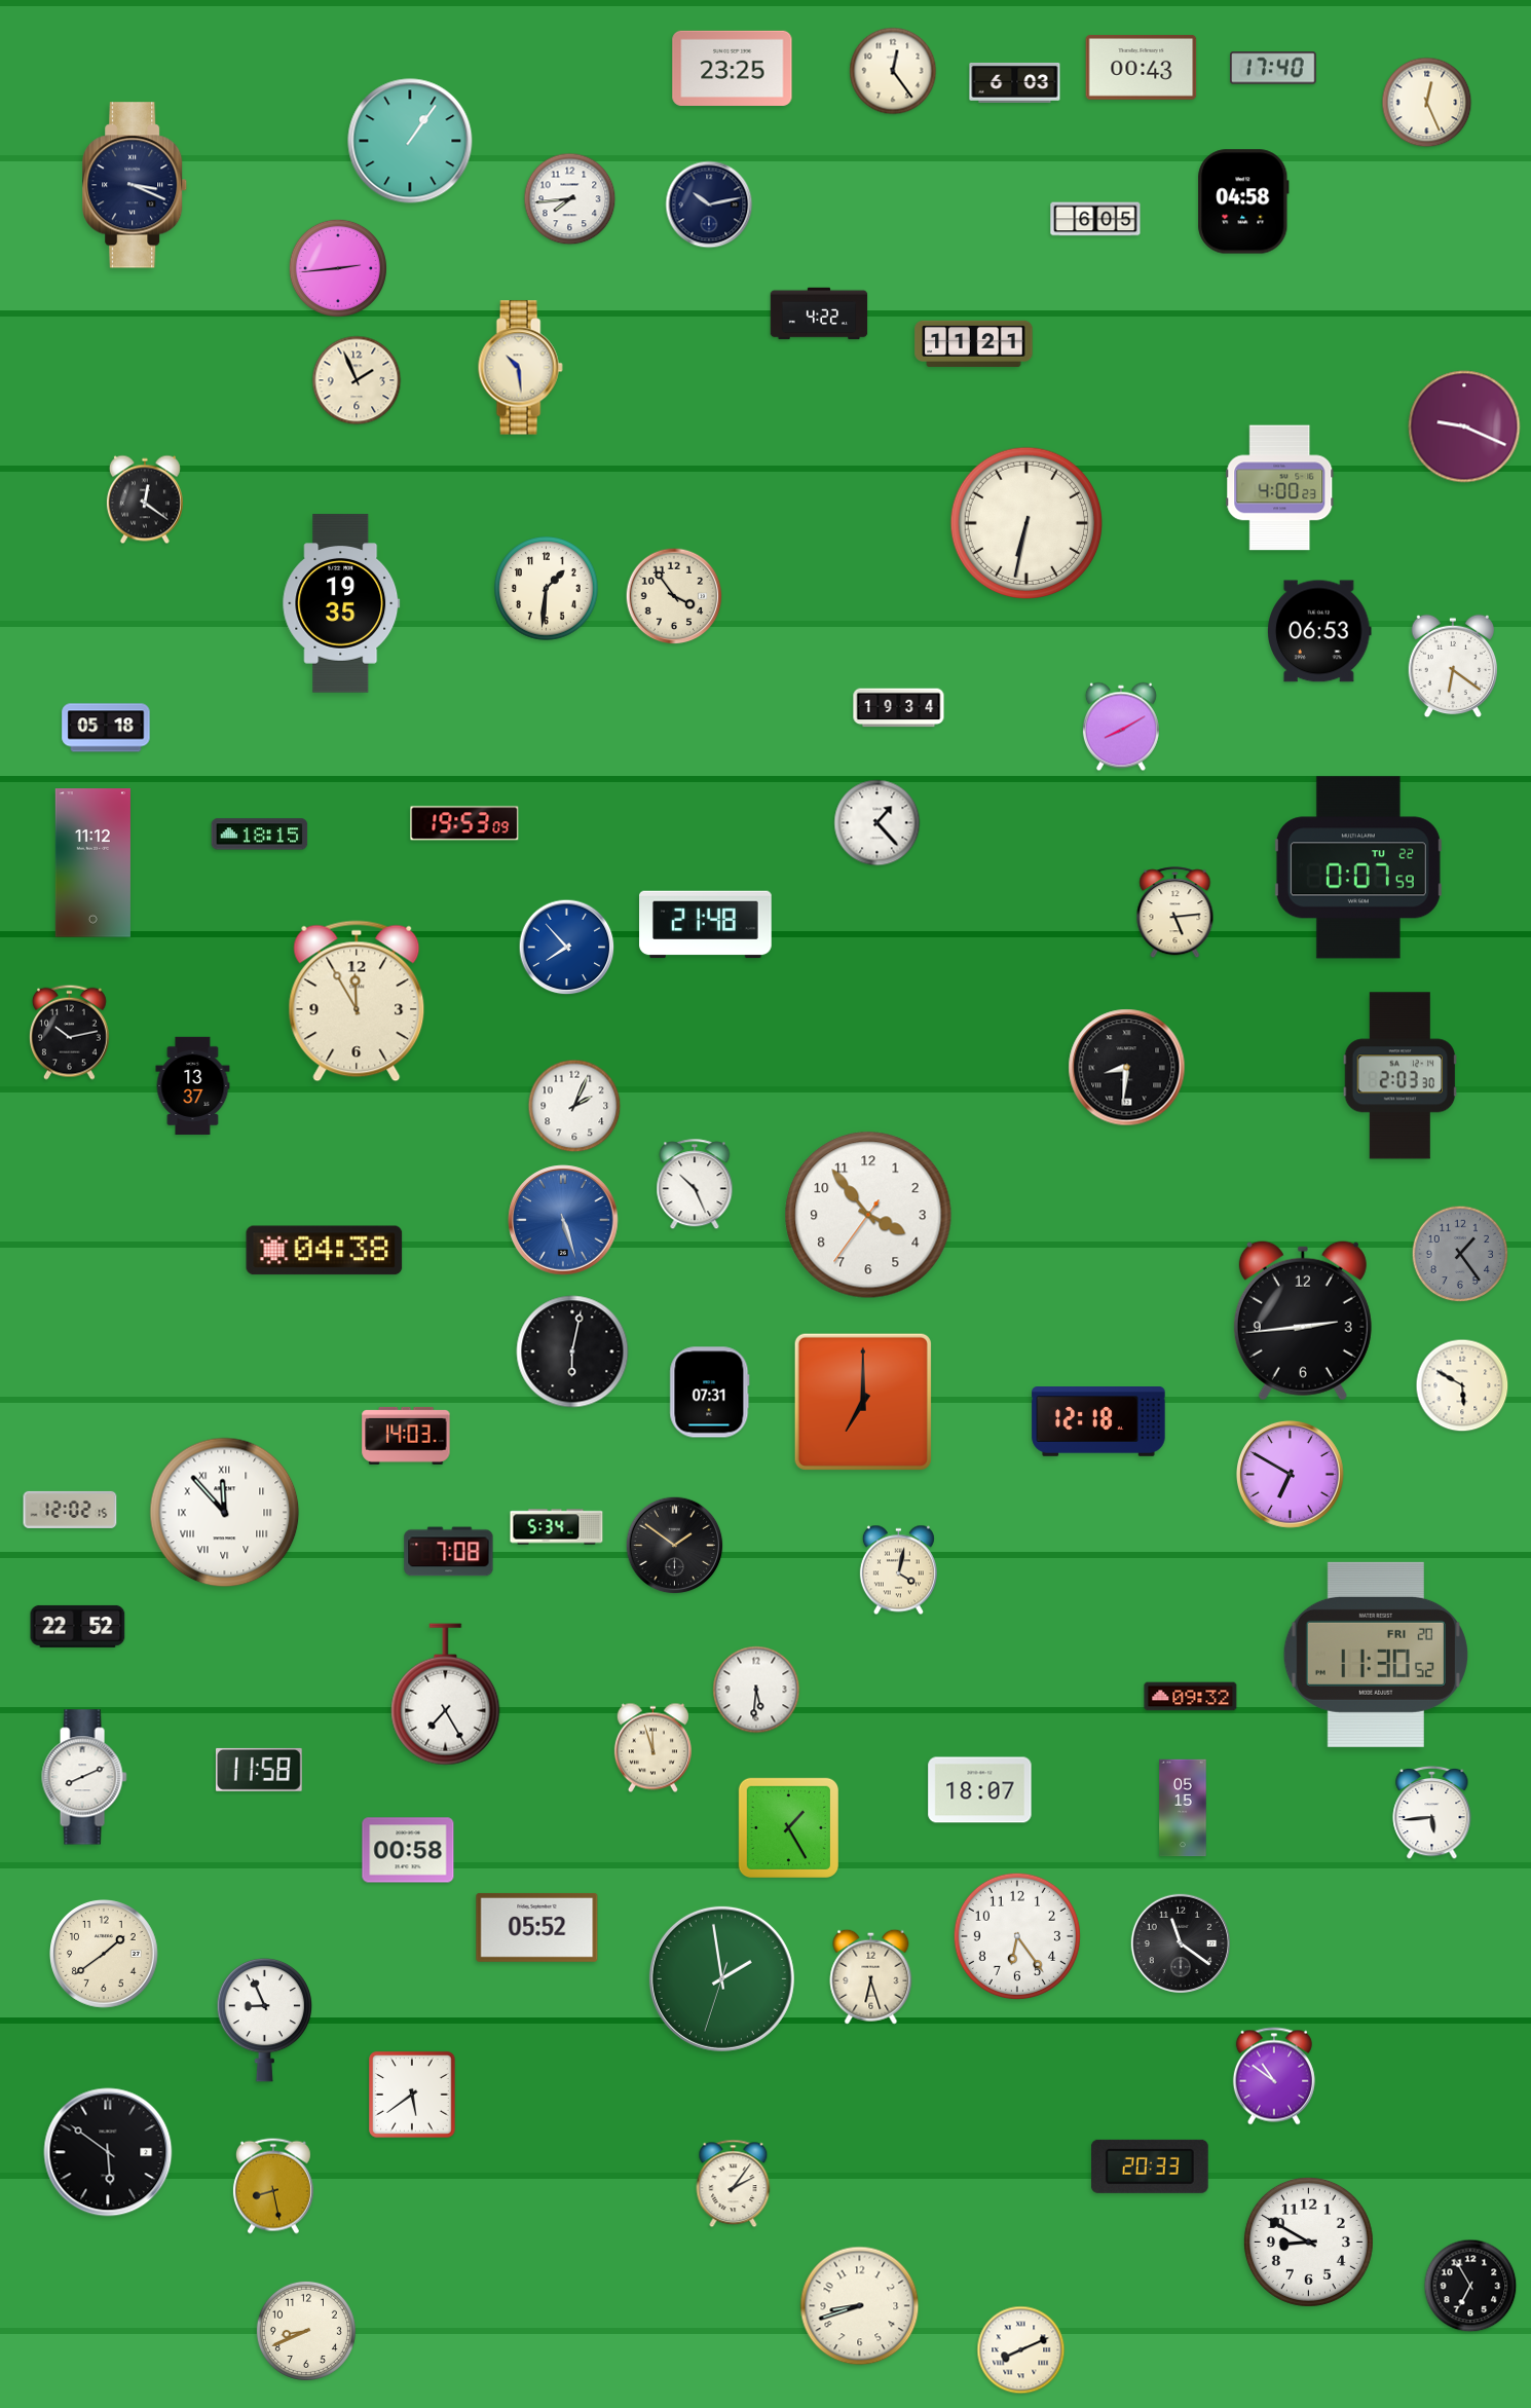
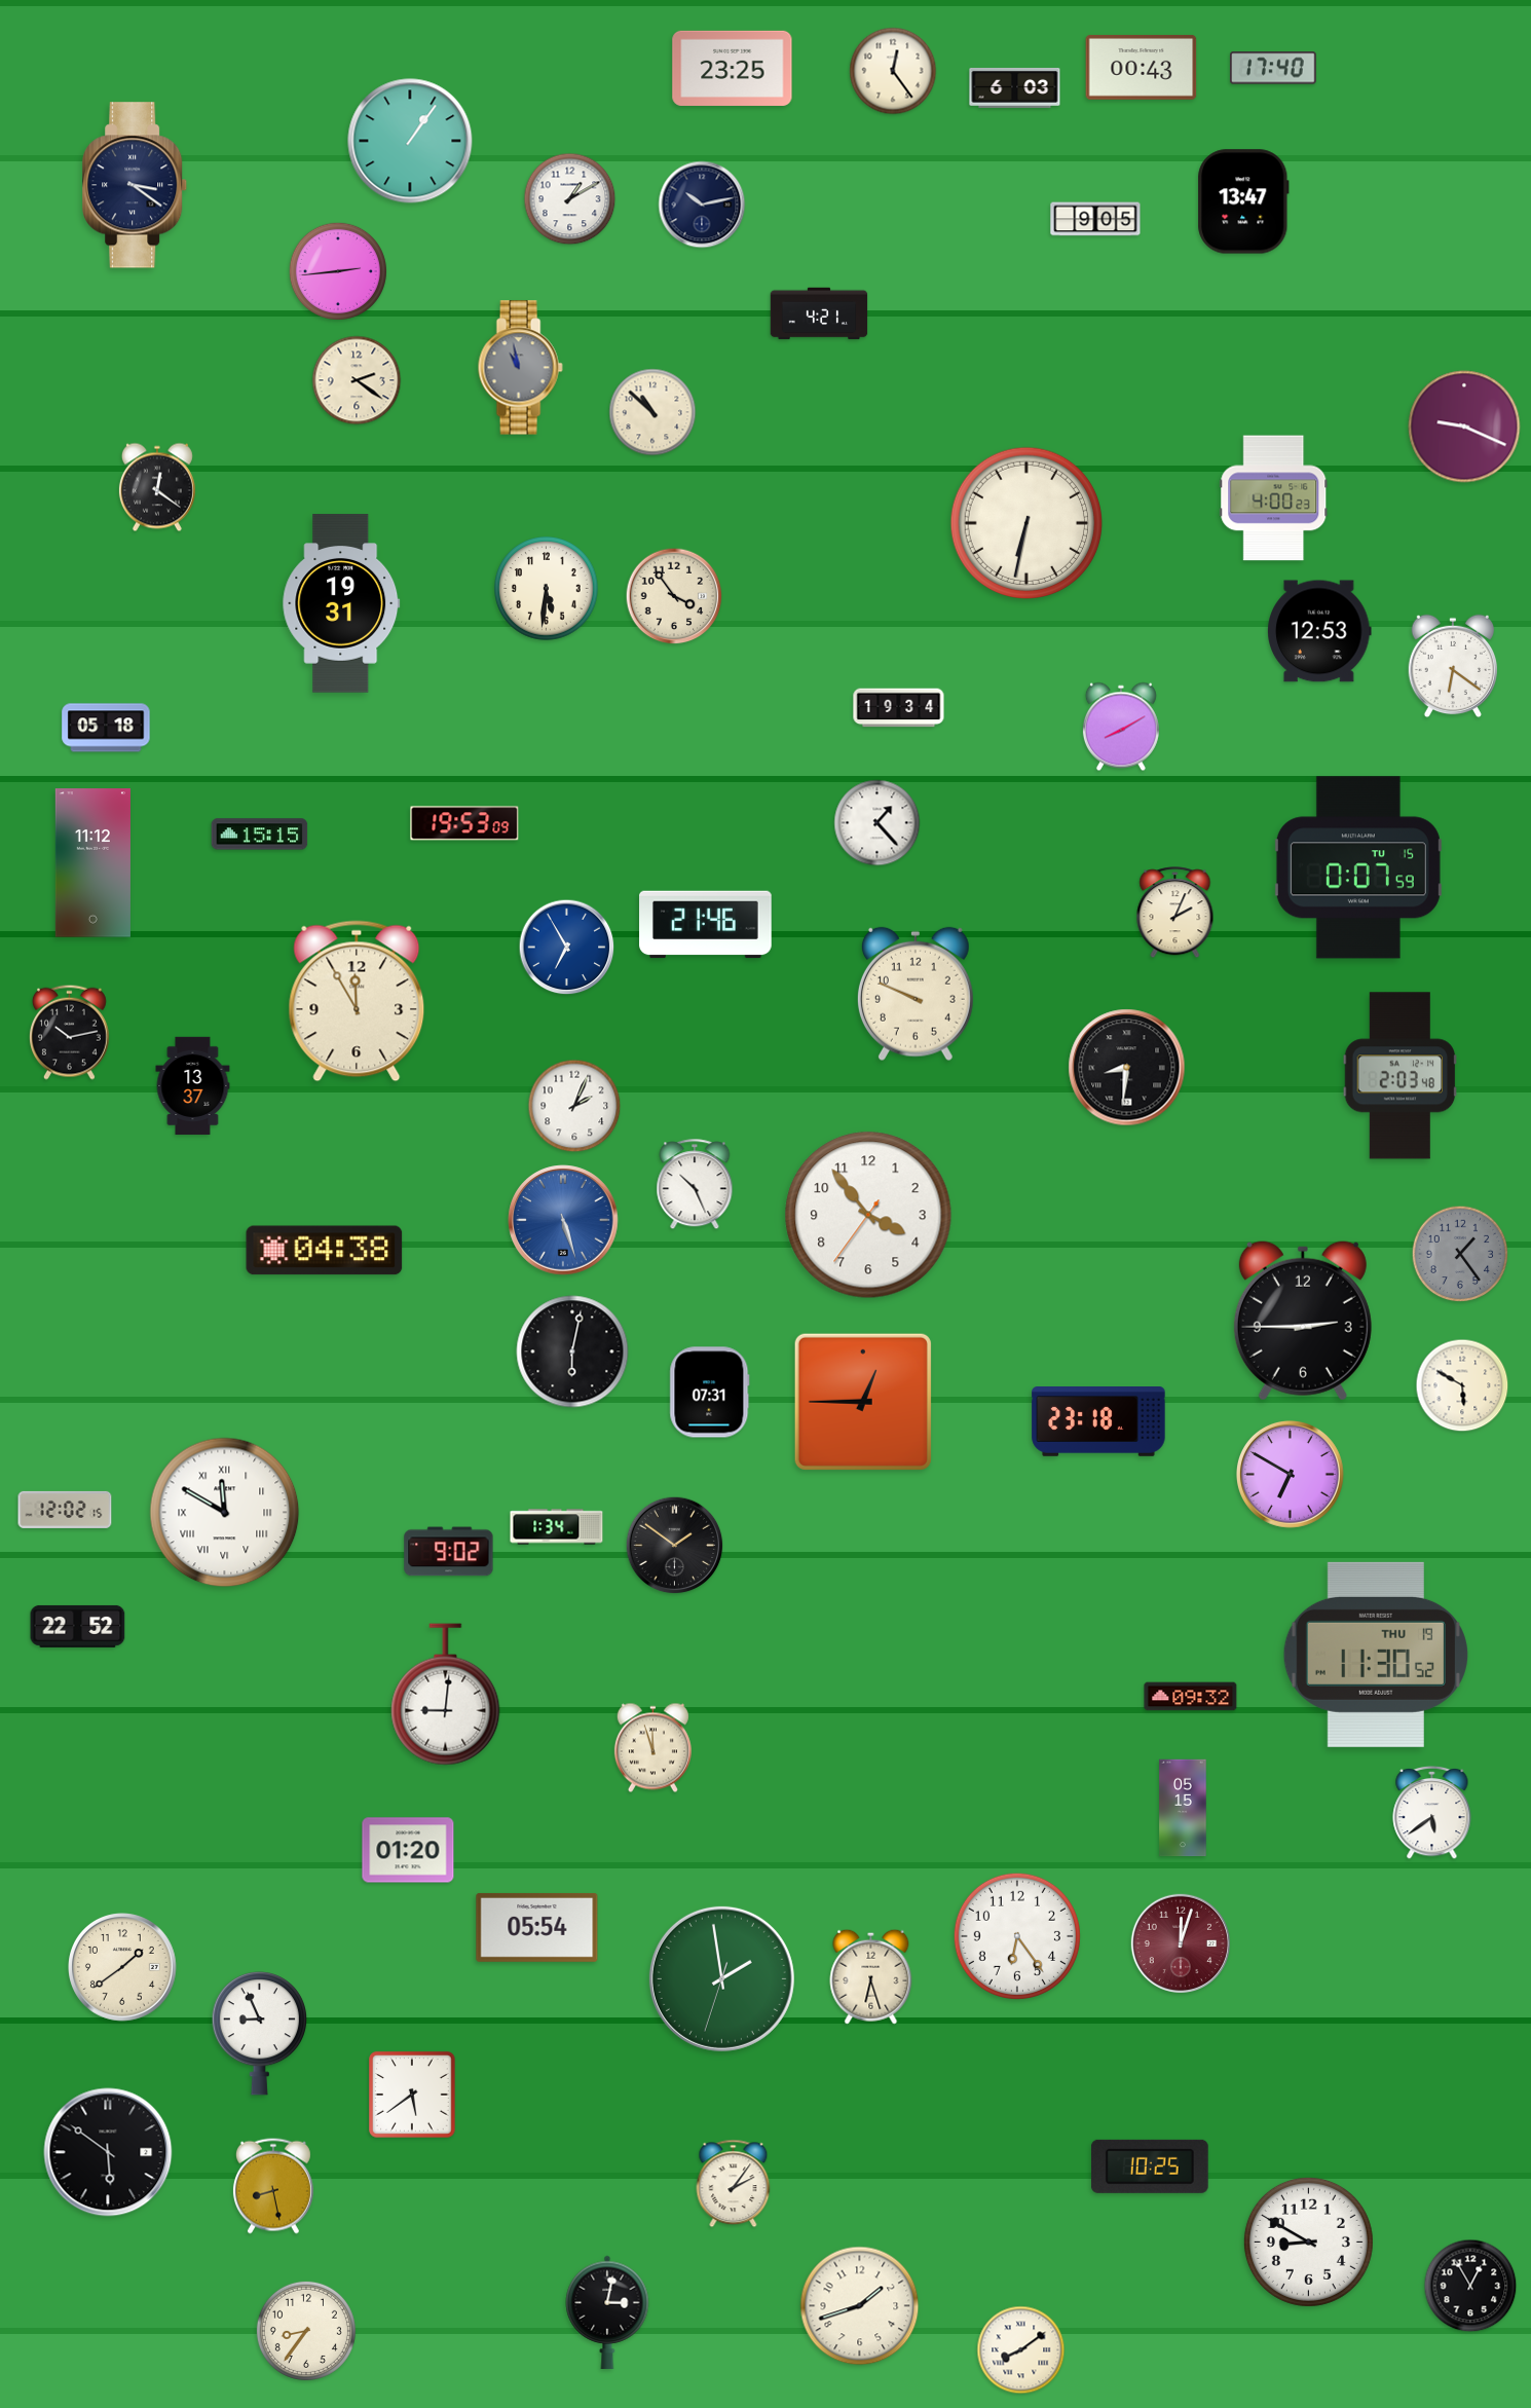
clock at (1015, 82) position: (1015, 82) -> (1015, 87)
clock at (1427, 103): 12:26 -> none
clock at (136, 185): 3:19 -> 3:21
clock at (570, 199): 7:44 -> 1:10
clock at (1243, 201): 04:58 -> 13:47
clock at (709, 205) position: (709, 205) -> (702, 205)
clock at (1095, 219): 6:05 -> 9:05
clock at (337, 267) position: (337, 267) -> (337, 270)
clock at (819, 313): 4:22 -> 4:21
clock at (974, 343): 11:21 -> none
clock at (520, 368): 10:29 -> 10:58
clock at (520, 368) dial: cream -> grey
clock at (357, 380): 1:56 -> 2:21
clock at (652, 412): none -> 10:52
clock at (1280, 488) position: (1280, 488) -> (1274, 498)
clock at (145, 499) position: (145, 499) -> (157, 487)
clock at (547, 589): 1:31 -> 5:31
clock at (341, 603): 19:35 -> 19:31
clock at (1320, 631): 06:53 -> 12:53
clock at (260, 835): 18:15 -> 15:15
clock at (1358, 867) date: TU 22 -> TU 15
clock at (1175, 913): 5:14 -> 2:04
clock at (706, 925): 21:48 -> 21:46
clock at (567, 948): 7:53 -> 6:55
clock at (916, 994): none -> 9:49
clock at (1401, 1076): 2:03:30 -> 2:03:48
clock at (1303, 1321): 2:44 -> 2:45
clock at (863, 1402): 7:00 -> 12:45
clock at (1098, 1422): 12:18 -> 23:18
clock at (406, 1436): 14:03 -> none
clock at (70, 1510) position: (70, 1510) -> (65, 1510)
clock at (225, 1513): 11:53 -> 11:50
clock at (557, 1527): 5:34 -> 1:34
clock at (449, 1552): 7:08 -> 9:02
clock at (898, 1570): 4:02 -> none
clock at (1376, 1655) date: FRI 20 -> THU 19
clock at (756, 1690): 5:31 -> none
clock at (446, 1695): 7:25 -> 9:01
clock at (259, 1770): 11:58 -> none
clock at (84, 1777): 8:11 -> none
clock at (980, 1790): 18:07 -> none
clock at (1432, 1812): 5:44 -> 5:39
clock at (788, 1827): 1:25 -> none
clock at (408, 1850): 00:58 -> 01:20
clock at (537, 1927): 05:52 -> 05:54
clock at (1180, 1942): 11:21 -> 12:03
clock at (1180, 1942) dial: black -> burgundy
clock at (105, 1955) position: (105, 1955) -> (123, 1968)
clock at (264, 2021) position: (264, 2021) -> (259, 2034)
clock at (1274, 2076): 10:51 -> none
clock at (1151, 2166): 20:33 -> 10:25
clock at (1470, 2286): 6:55 -> 12:55
clock at (860, 2306): 8:42 -> 1:42
clock at (607, 2312): none -> 3:02
clock at (306, 2331): 8:41 -> 8:36
clock at (1021, 2350): 8:11 -> 8:09
